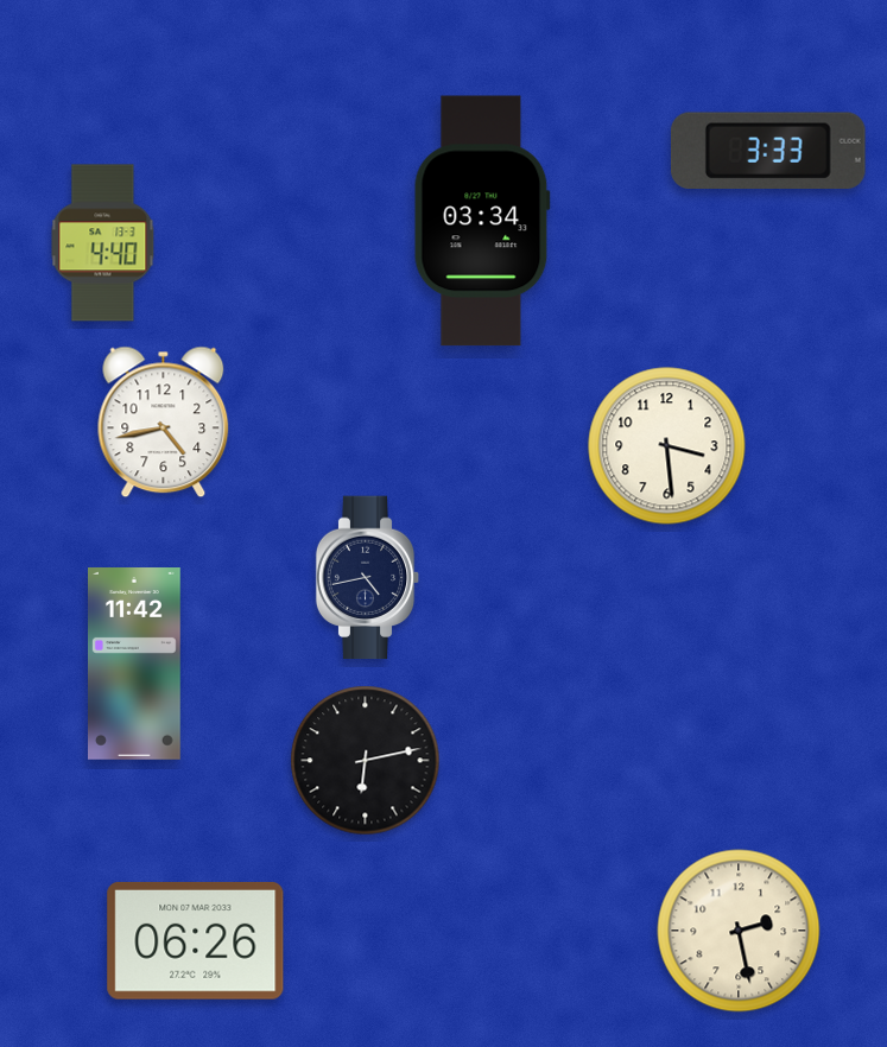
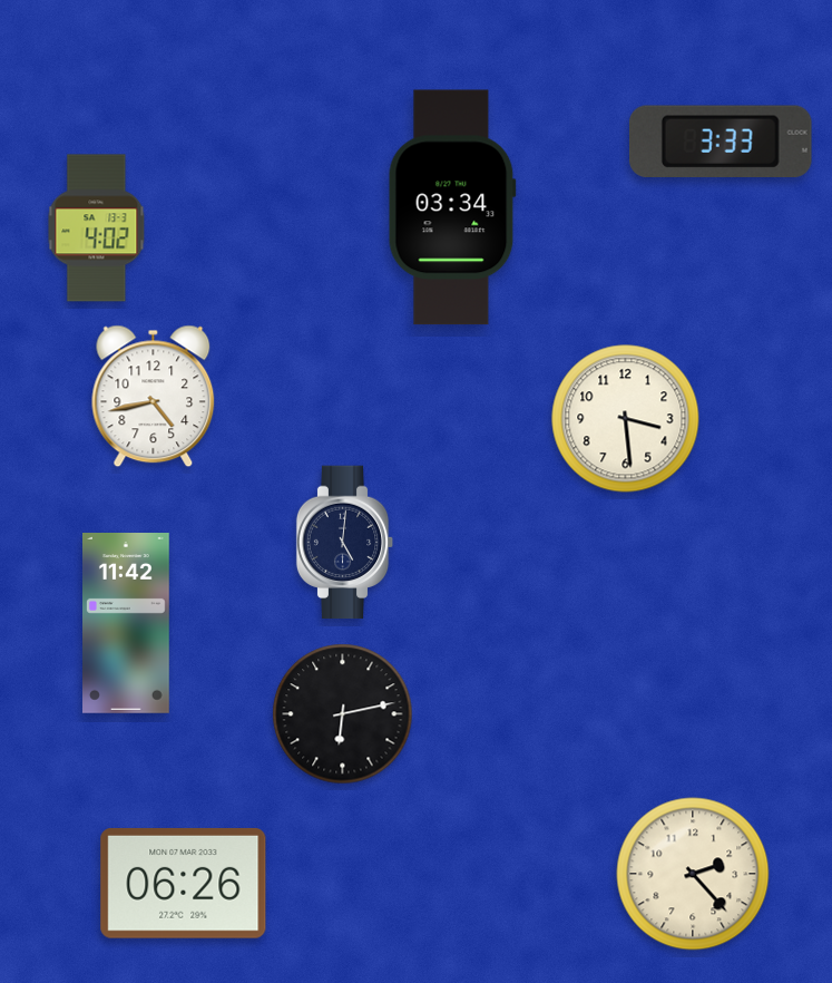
clock at (103, 243): 4:40 -> 4:02
clock at (368, 578): 4:43 -> 5:01
clock at (739, 931): 2:28 -> 2:23
